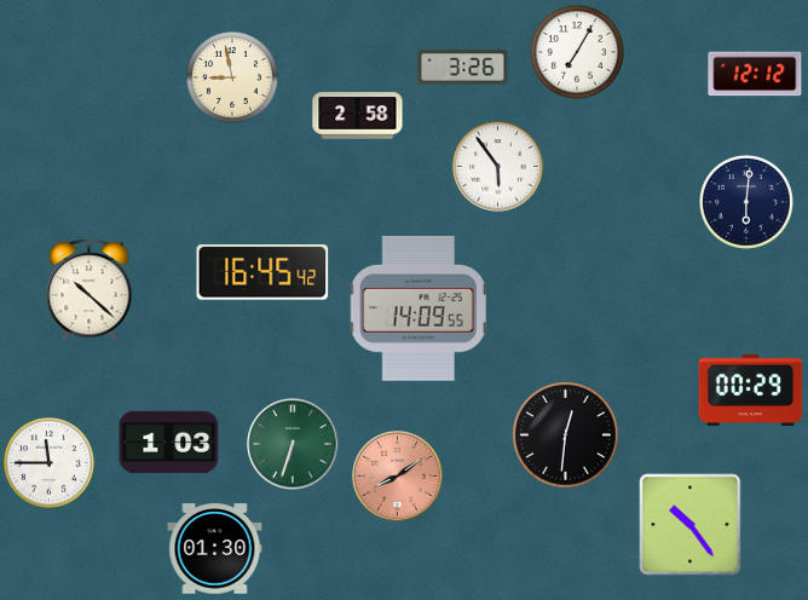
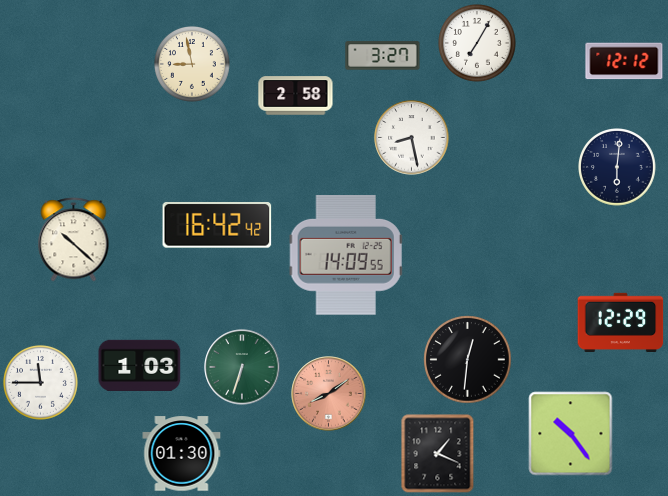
clock at (463, 68): 3:26 -> 3:27
clock at (498, 167): 5:54 -> 8:28
clock at (262, 272): 16:45 -> 16:42
clock at (751, 390): 00:29 -> 12:29
clock at (215, 549) position: (215, 549) -> (182, 454)
clock at (438, 454): none -> 1:19
